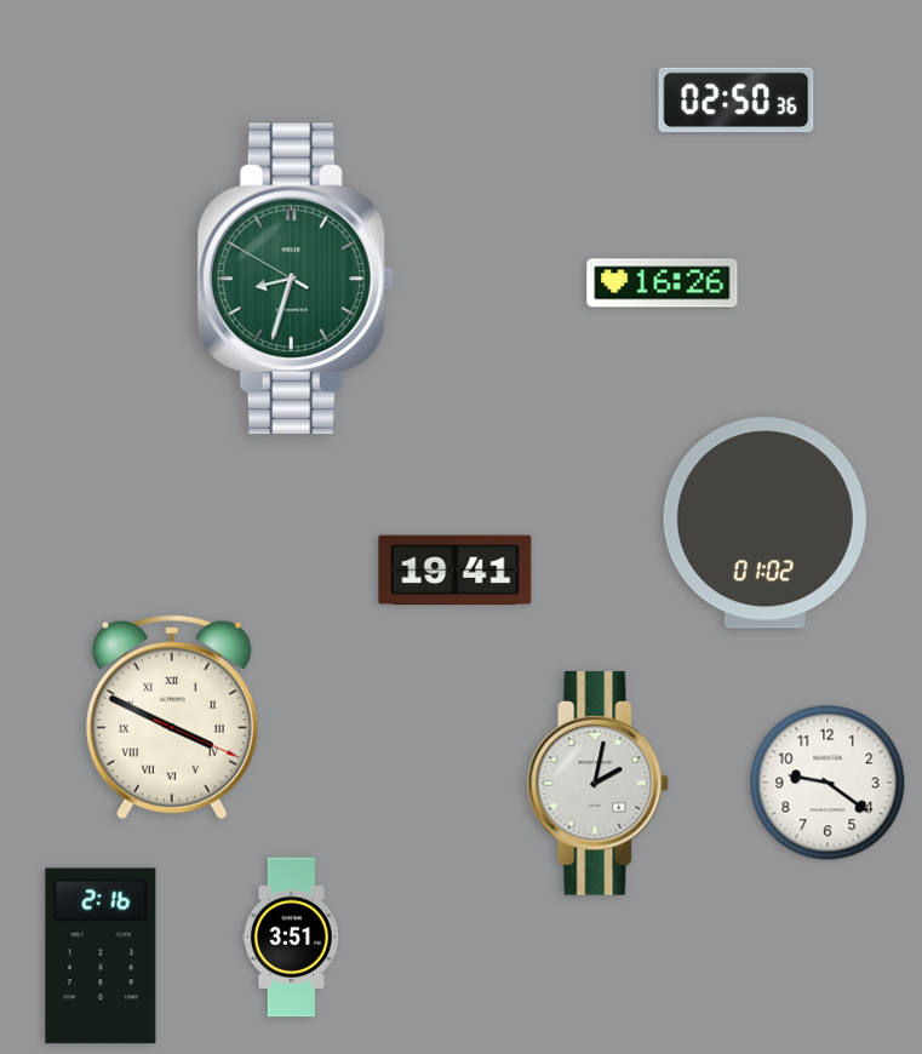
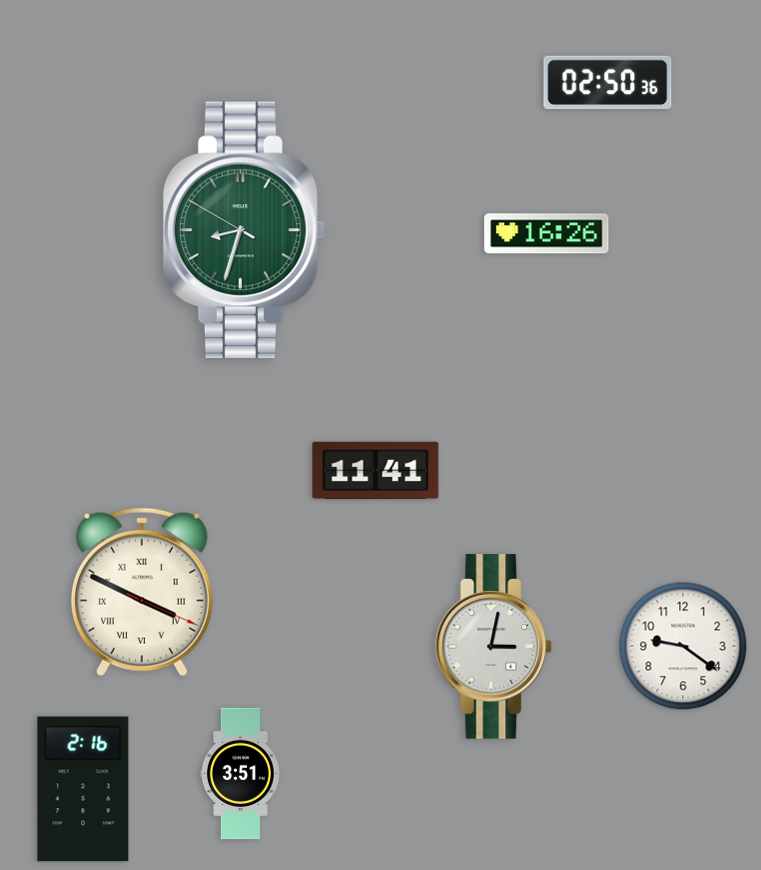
clock at (764, 523): 01:02 -> none
clock at (456, 571): 19:41 -> 11:41
clock at (599, 784): 2:02 -> 3:02
